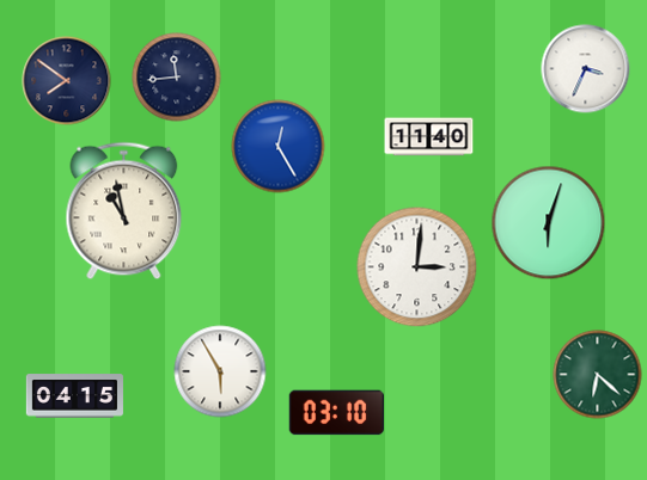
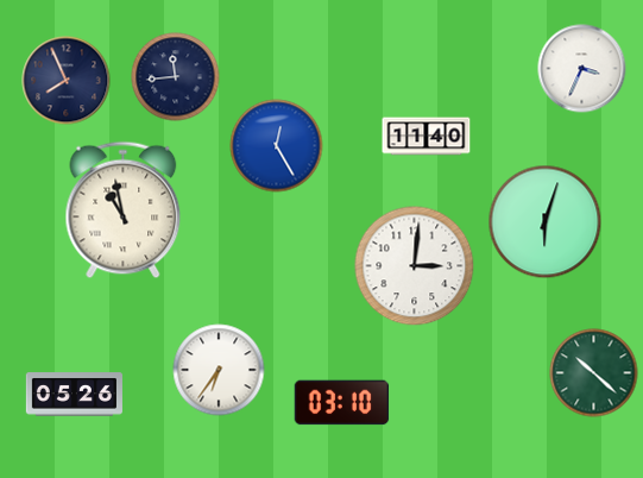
clock at (67, 81): 7:51 -> 7:56
clock at (220, 371): 5:55 -> 6:36
clock at (598, 375): 6:22 -> 10:22
clock at (74, 396): 04:15 -> 05:26
clock at (337, 413) position: (337, 413) -> (342, 403)
